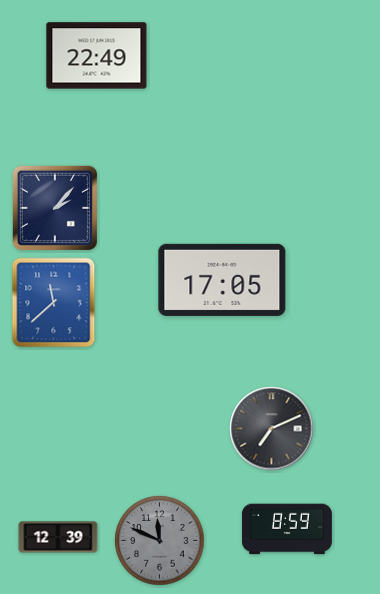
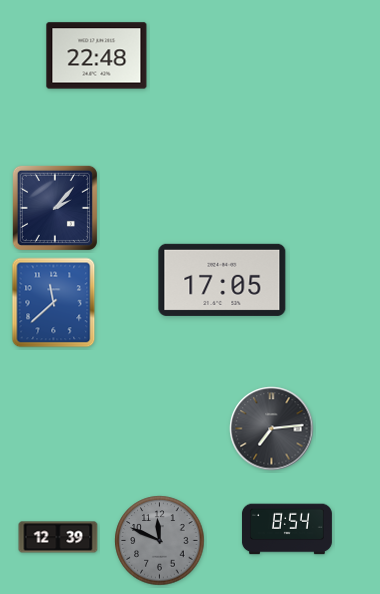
clock at (97, 56): 22:49 -> 22:48
clock at (272, 429): 7:11 -> 7:14
clock at (287, 529): 8:59 -> 8:54
